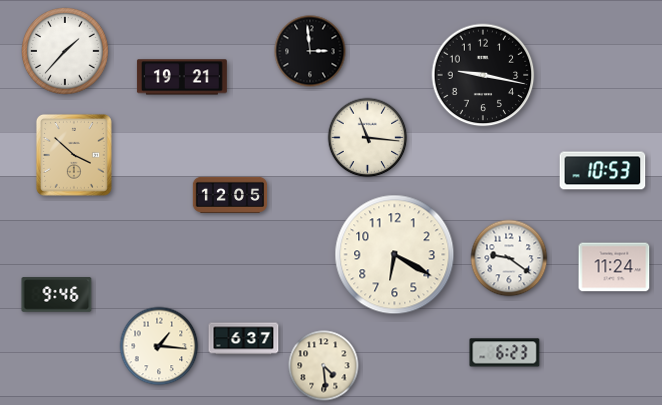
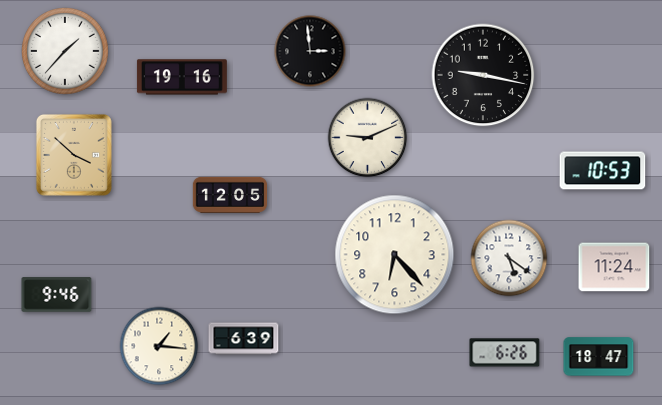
clock at (182, 77): 19:21 -> 19:16
clock at (368, 138): 11:16 -> 9:11
clock at (395, 255): 6:20 -> 6:23
clock at (509, 258): 9:21 -> 5:21
clock at (244, 339): 6:37 -> 6:39
clock at (505, 353): 6:23 -> 6:26
clock at (599, 357): none -> 18:47
clock at (324, 366): 4:29 -> none
